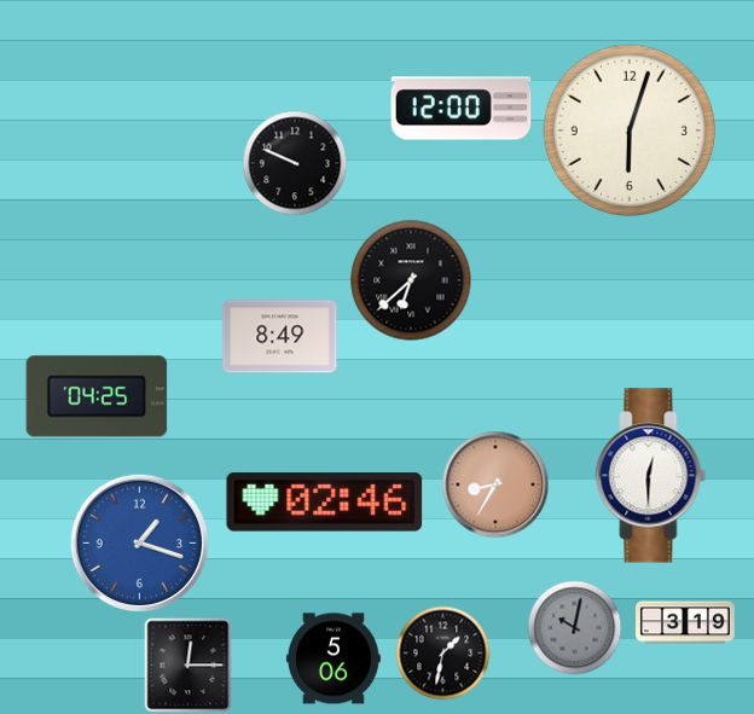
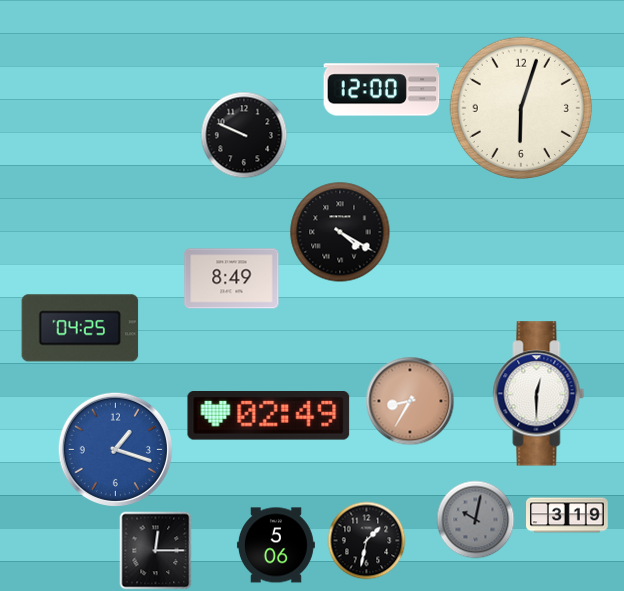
clock at (411, 280): 6:38 -> 4:20
clock at (325, 503): 02:46 -> 02:49
